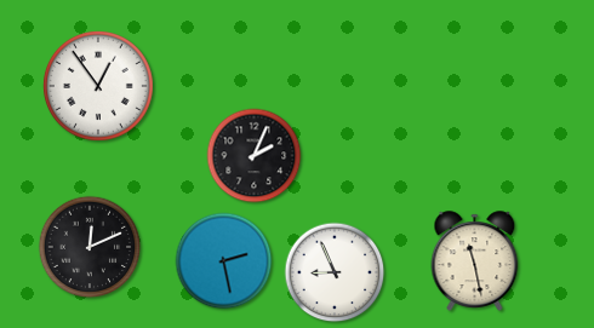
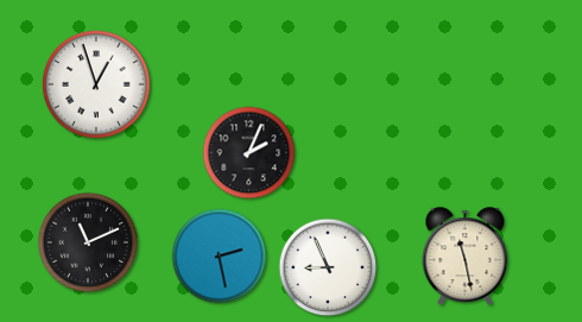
clock at (98, 86): 12:54 -> 12:57
clock at (90, 247): 12:11 -> 11:11
